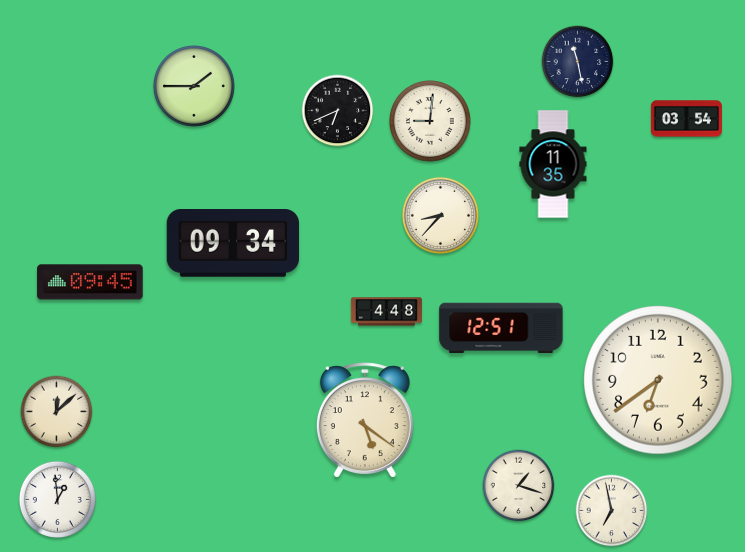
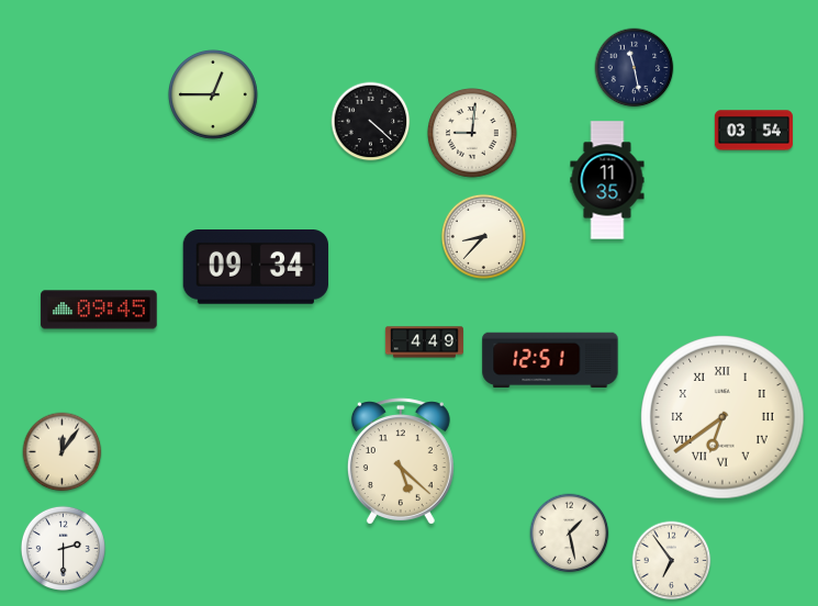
clock at (195, 87): 1:45 -> 12:45
clock at (338, 111): 6:41 -> 4:22
clock at (386, 312): 4:48 -> 4:49
clock at (658, 380) numerals: Arabic -> Roman
clock at (57, 412): 12:08 -> 12:06
clock at (365, 420): 5:21 -> 5:22
clock at (519, 486): 1:18 -> 1:28
clock at (57, 499): 12:59 -> 2:30
clock at (612, 511): 6:58 -> 6:54
